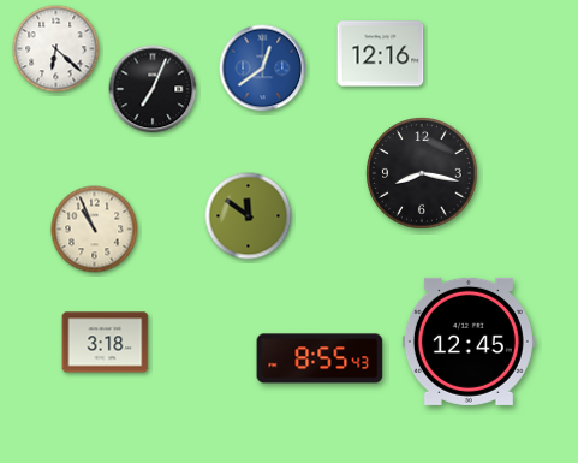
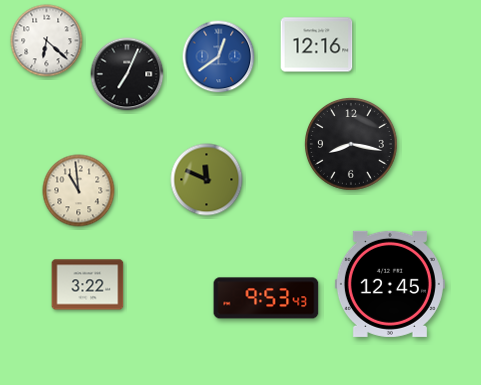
clock at (249, 216): 11:51 -> 11:49
clock at (95, 230): 10:56 -> 10:59
clock at (106, 343): 3:18 -> 3:22
clock at (320, 358): 8:55 -> 9:53
